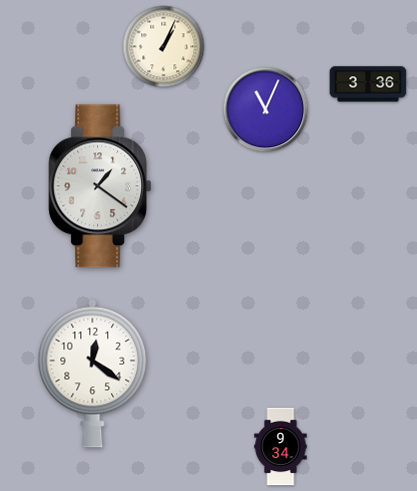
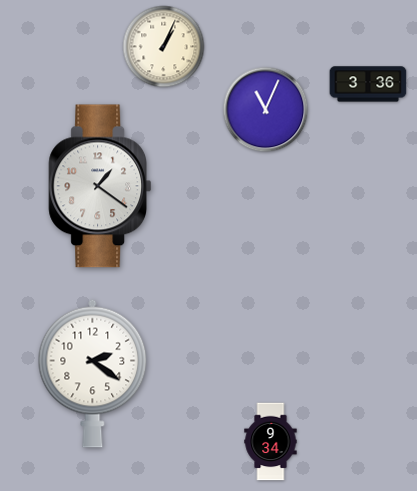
clock at (93, 373): 12:21 -> 2:21
clock at (281, 447) position: (281, 447) -> (271, 442)
